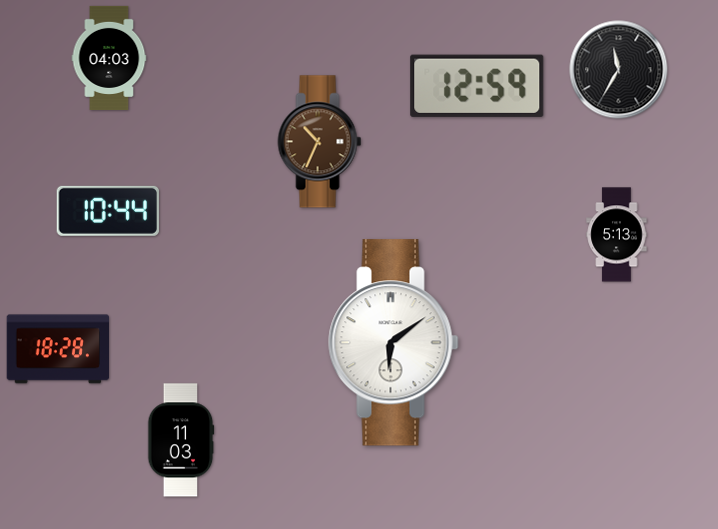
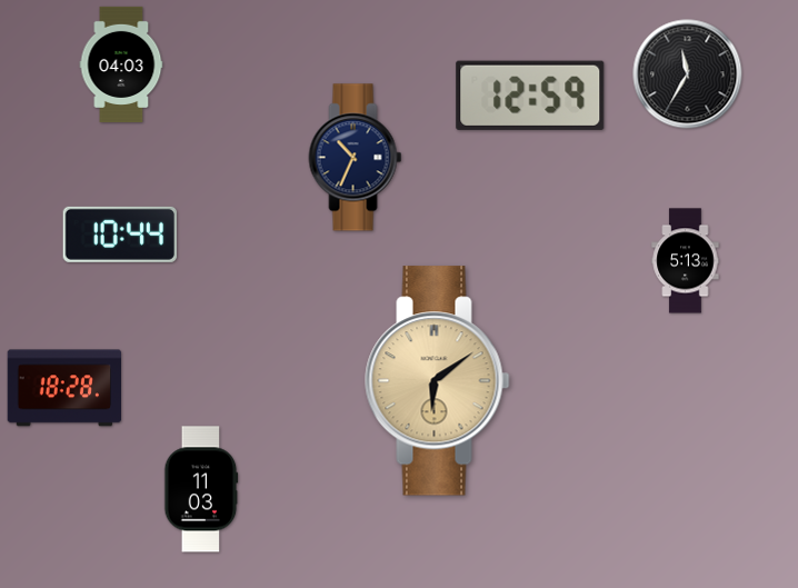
clock at (619, 70) position: (619, 70) -> (688, 74)
clock at (320, 142) dial: brown -> navy
clock at (394, 343) dial: white -> champagne
